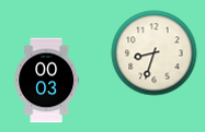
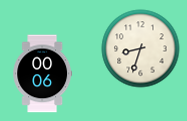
clock at (47, 80): 00:03 -> 00:06
